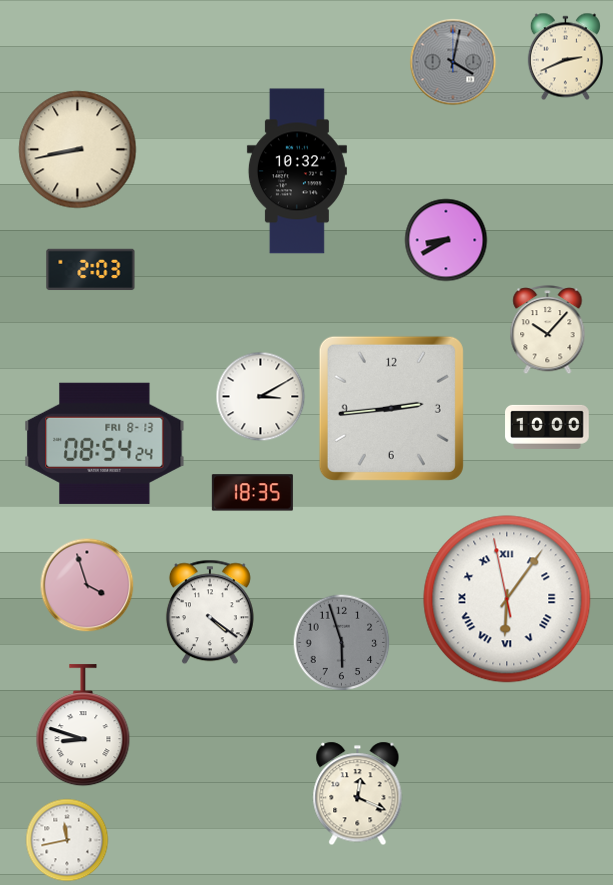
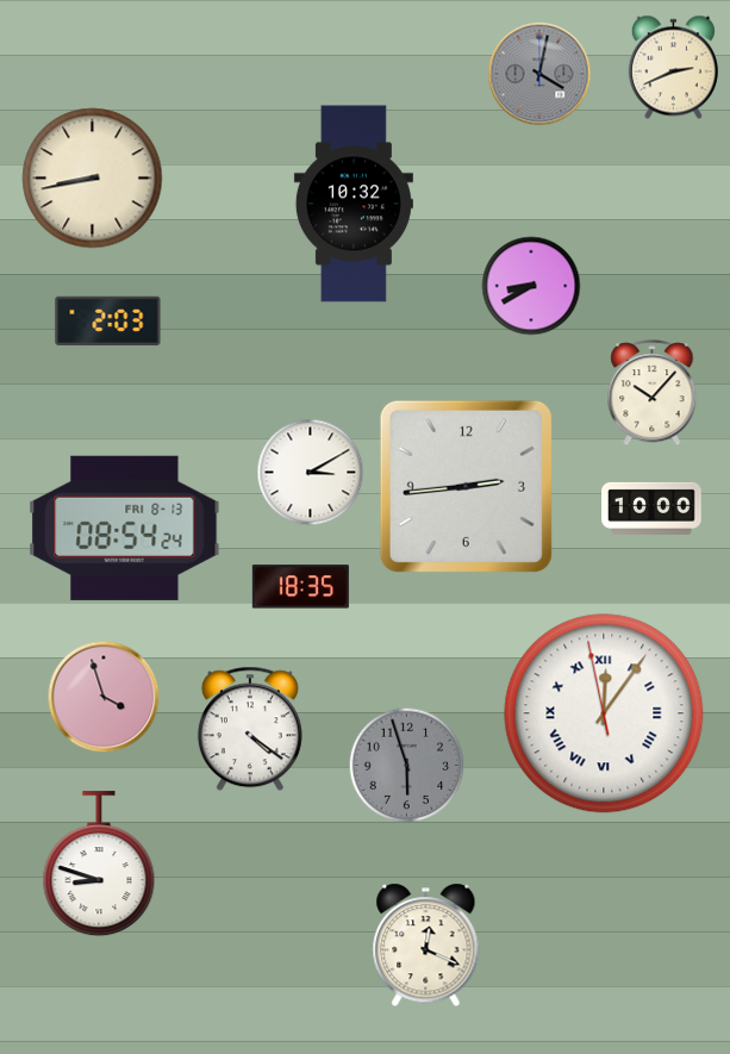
clock at (507, 599): 6:05 -> 12:05
clock at (67, 840): 11:43 -> none
